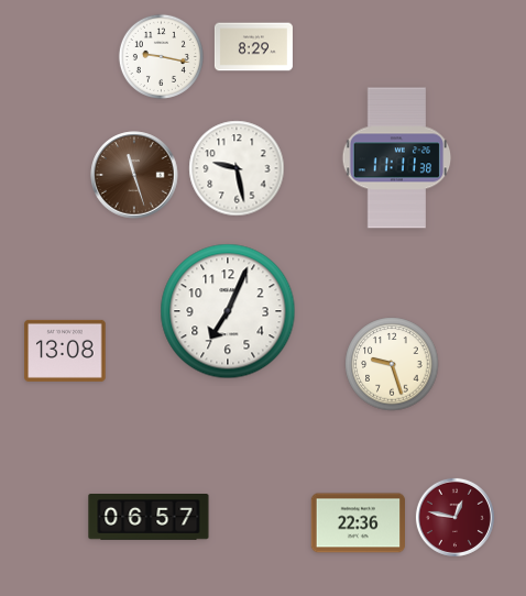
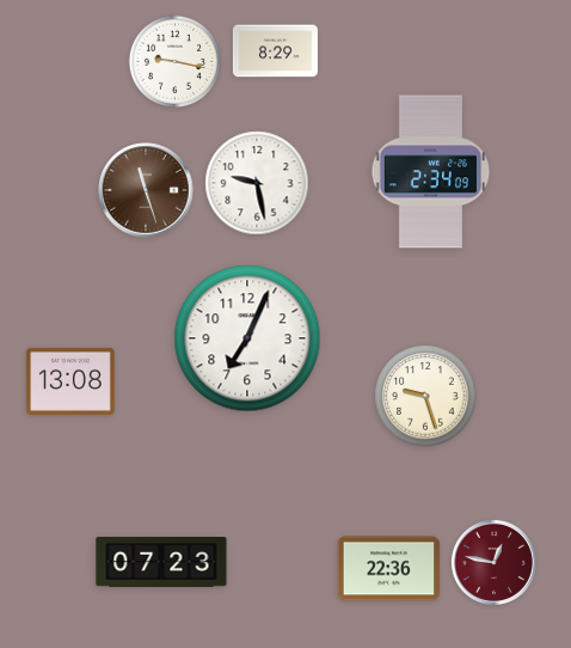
clock at (397, 158): 11:11 -> 2:34
clock at (149, 517): 06:57 -> 07:23
